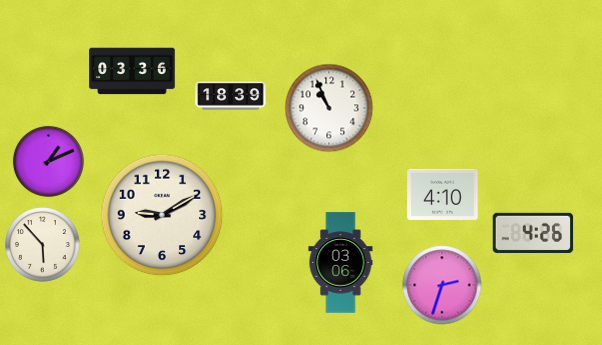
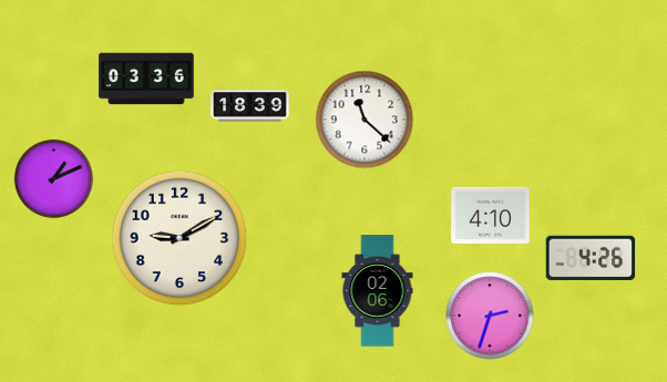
clock at (231, 96) position: (231, 96) -> (250, 106)
clock at (329, 108): 10:56 -> 11:22
clock at (43, 245): 5:53 -> none
clock at (341, 263): 03:06 -> 02:06
